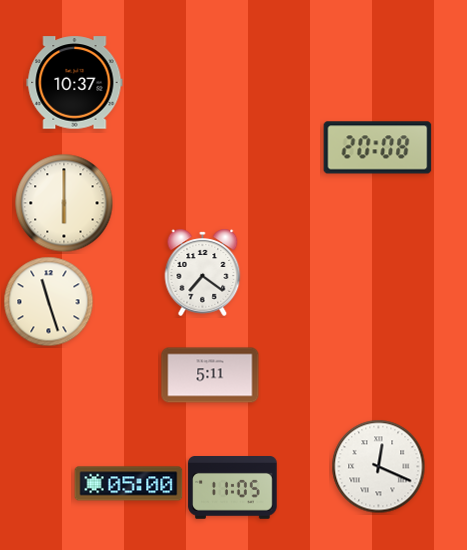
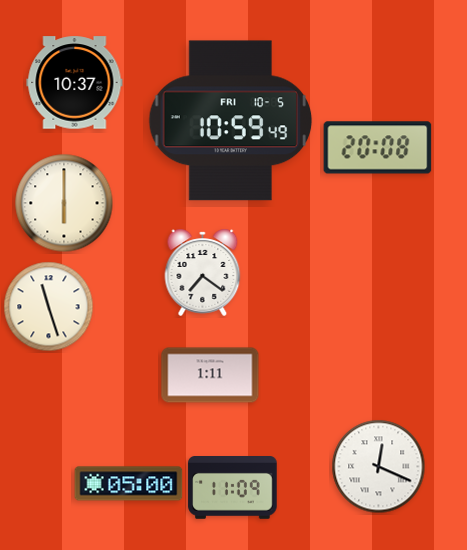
clock at (231, 121): none -> 10:59
clock at (49, 302) position: (49, 302) -> (49, 307)
clock at (210, 375): 5:11 -> 1:11
clock at (233, 488): 11:05 -> 11:09
